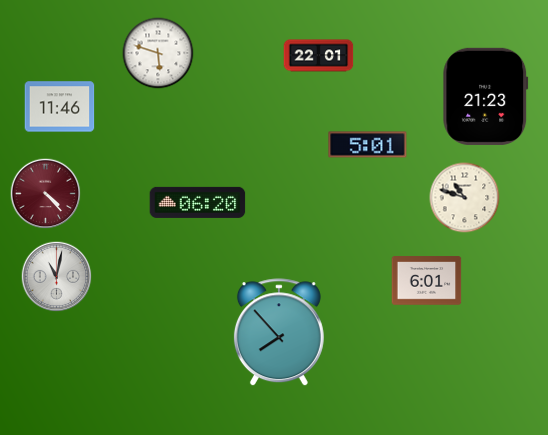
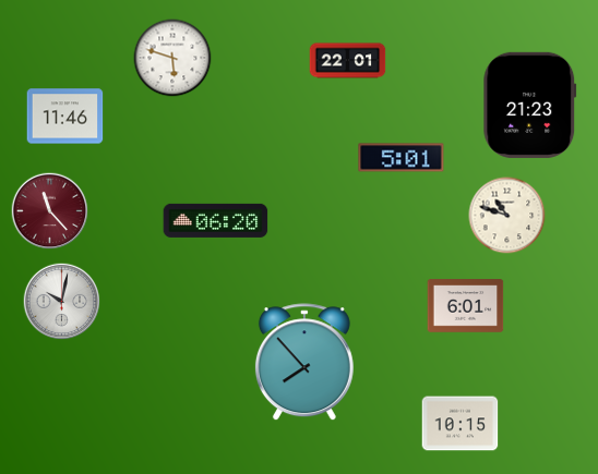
clock at (46, 194): 4:23 -> 11:23
clock at (57, 277): 11:02 -> 10:02
clock at (461, 424): none -> 10:15
